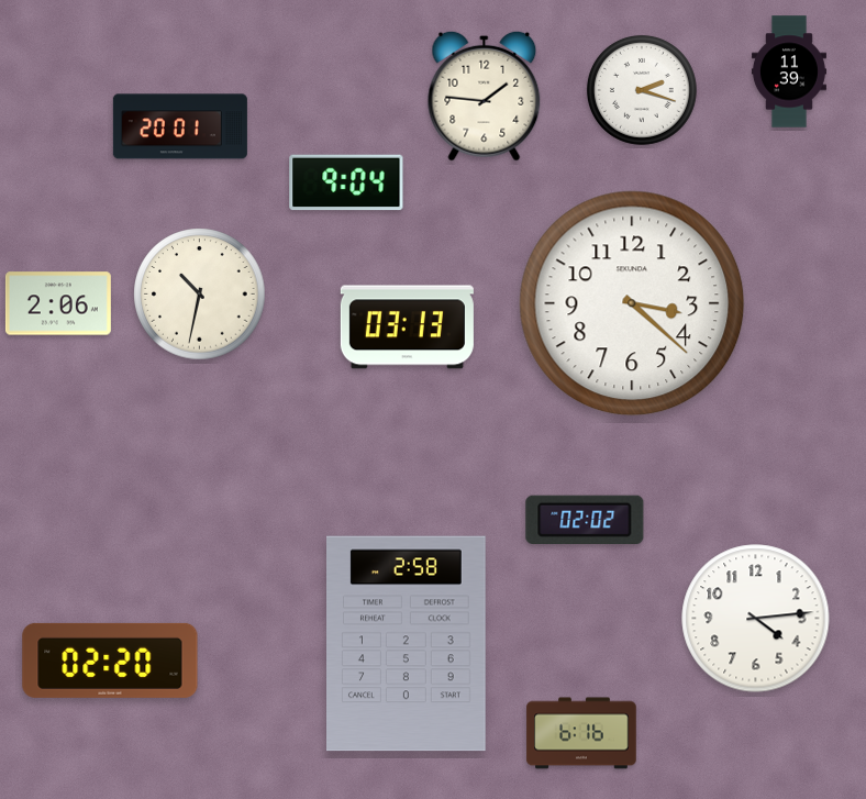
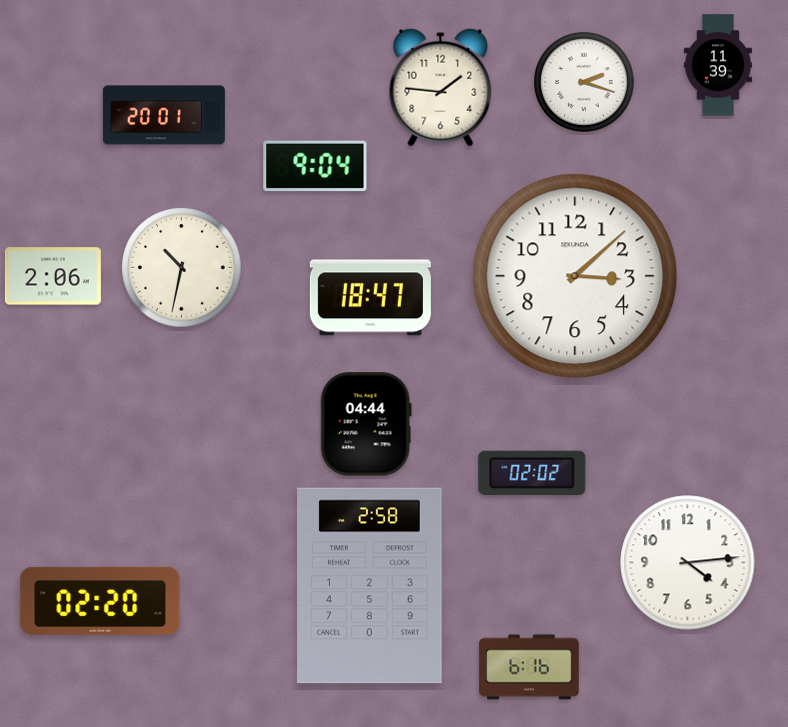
clock at (632, 303): 3:22 -> 3:08
clock at (407, 328): 03:13 -> 18:47
clock at (366, 424): none -> 04:44
